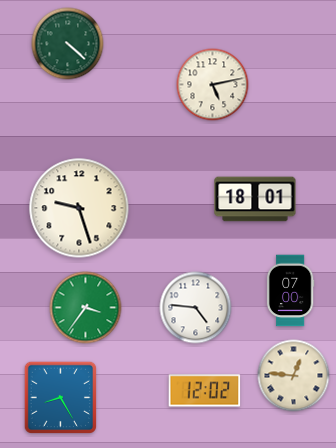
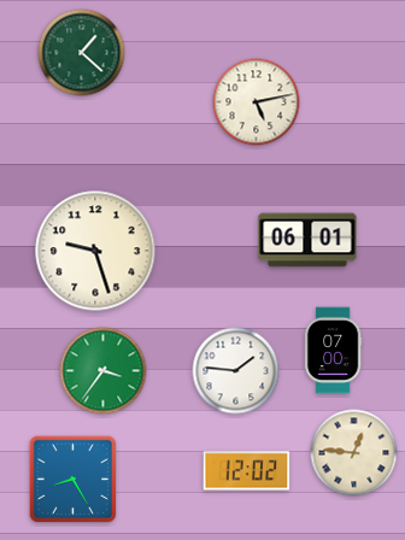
clock at (68, 44): 4:22 -> 1:22
clock at (255, 199): 18:01 -> 06:01
clock at (290, 291) position: (290, 291) -> (333, 351)
clock at (196, 308): 4:46 -> 1:46
